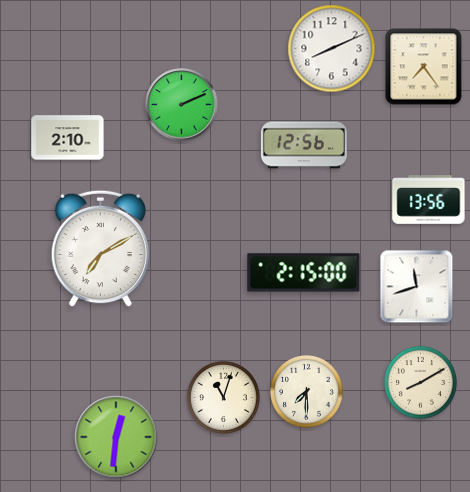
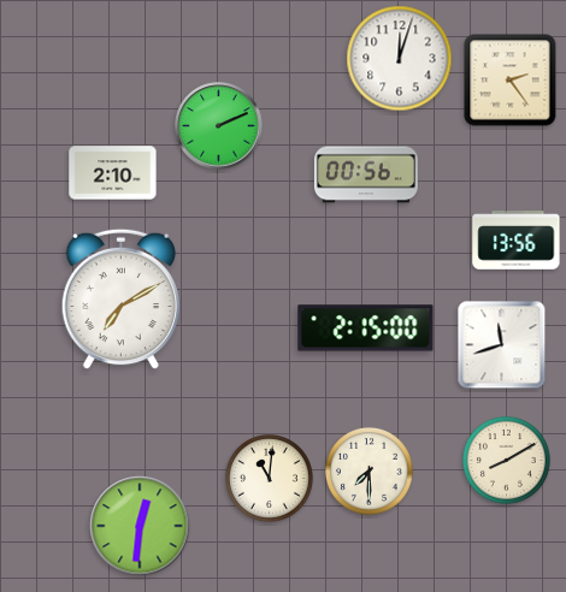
clock at (332, 49): 8:11 -> 12:03
clock at (424, 67): 7:24 -> 2:24
clock at (68, 138) position: (68, 138) -> (113, 173)
clock at (304, 145): 12:56 -> 00:56
clock at (224, 398): 11:03 -> 11:01
